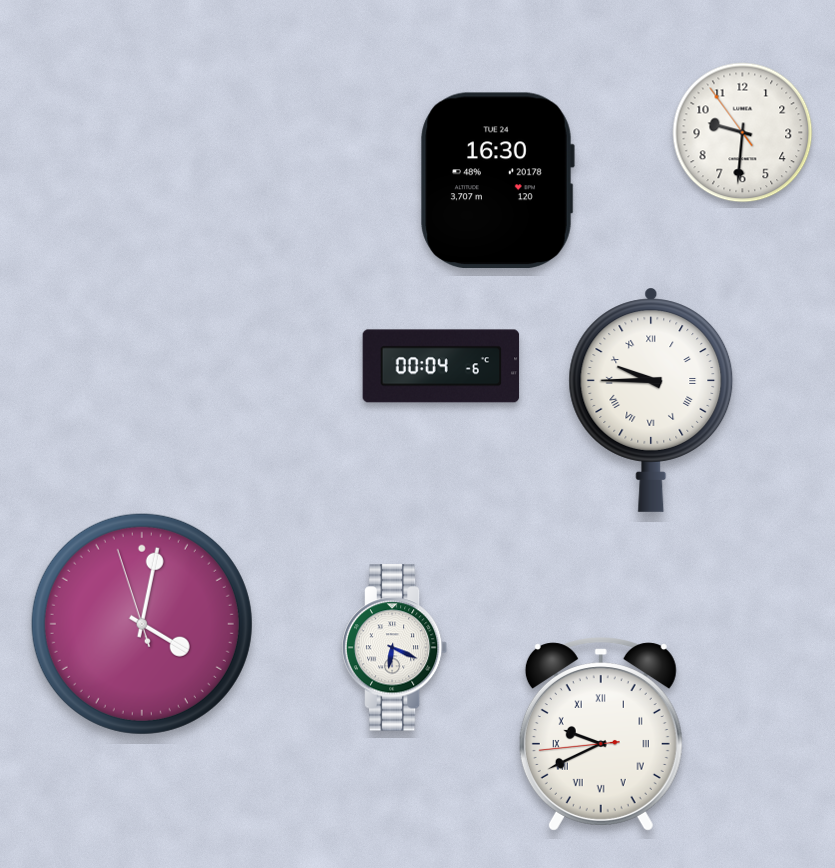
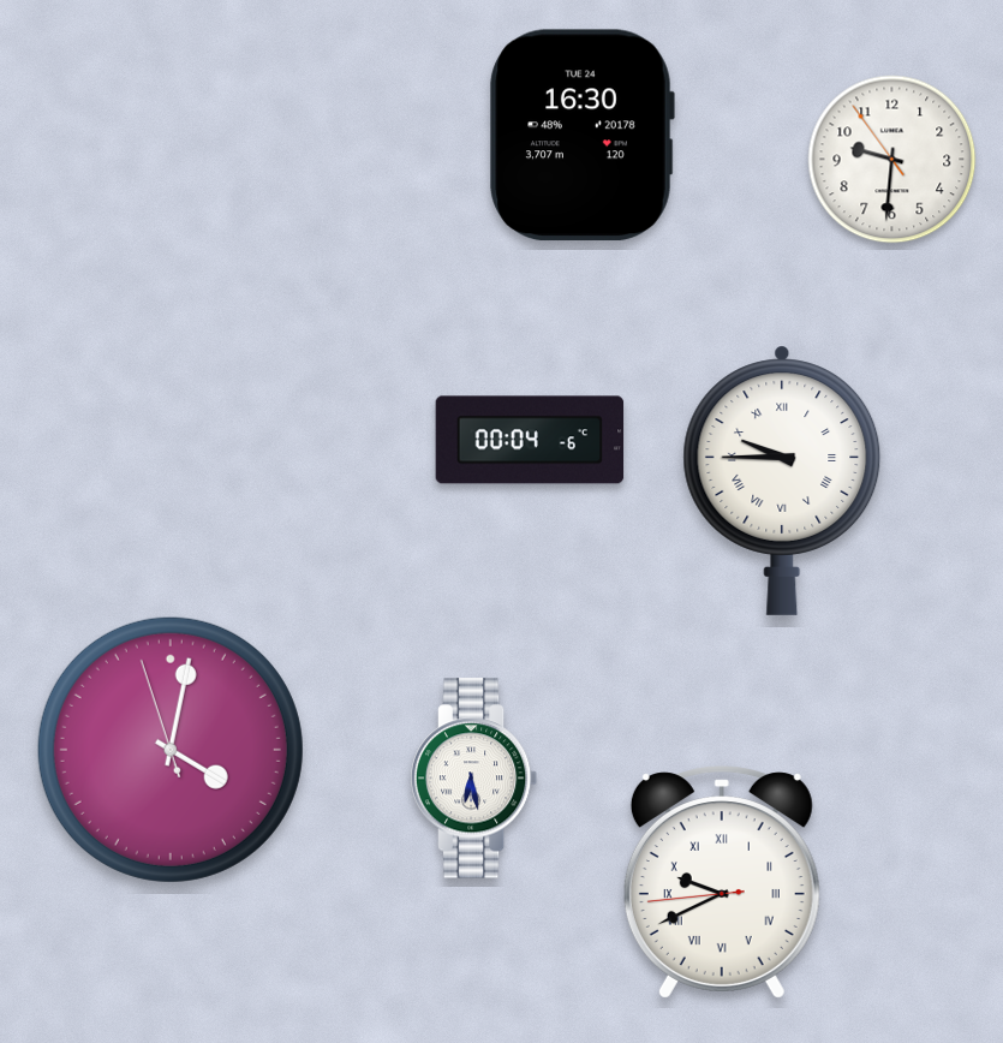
clock at (497, 180) position: (497, 180) -> (581, 135)
clock at (395, 648): 6:19 -> 6:28
